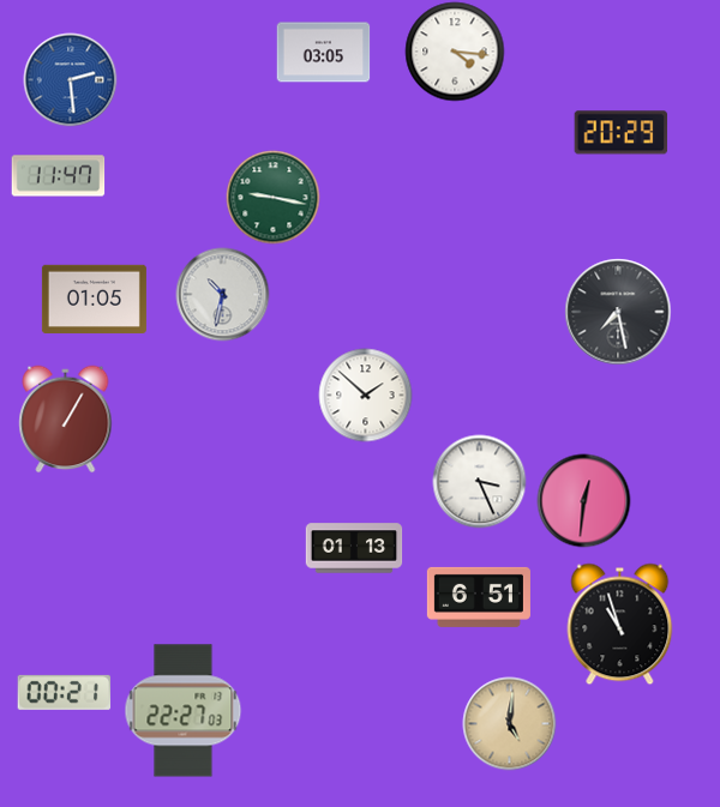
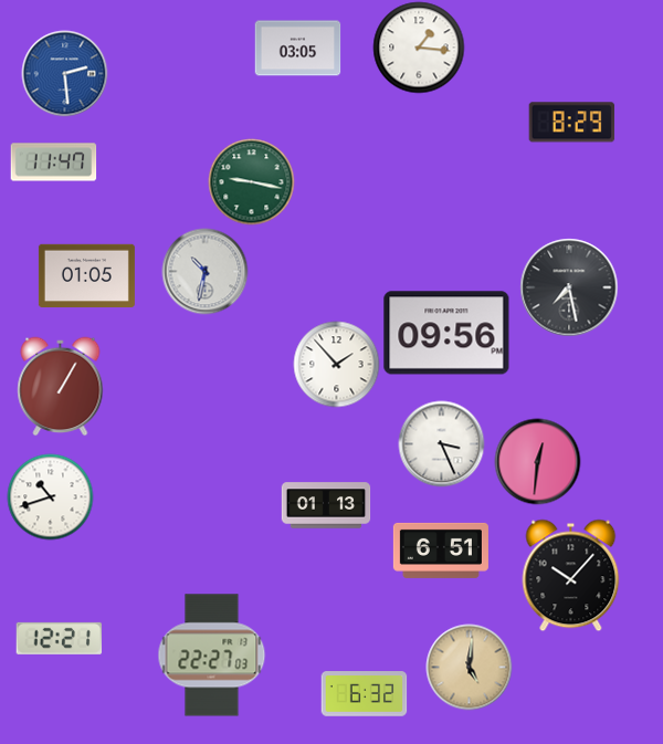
clock at (455, 52): 4:16 -> 1:16
clock at (620, 133): 20:29 -> 8:29
clock at (446, 333): none -> 09:56
clock at (365, 395): 1:52 -> 1:53
clock at (50, 496): none -> 10:42
clock at (620, 624): 10:57 -> 10:07
clock at (64, 692): 00:21 -> 12:21
clock at (184, 711) position: (184, 711) -> (212, 656)
clock at (364, 694): none -> 6:32
